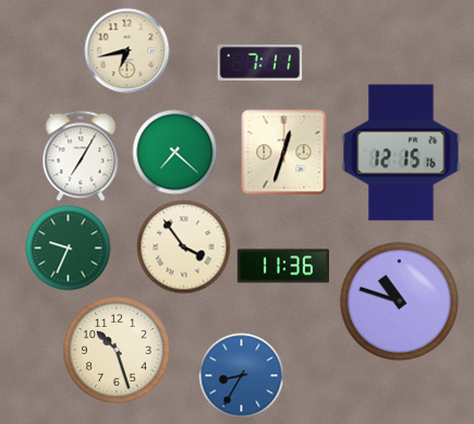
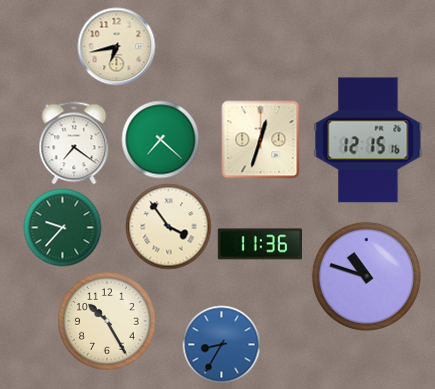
clock at (259, 62): 7:11 -> none
clock at (81, 156): 7:05 -> 7:21
clock at (68, 247): 9:34 -> 9:37
clock at (118, 351): 10:27 -> 10:25
